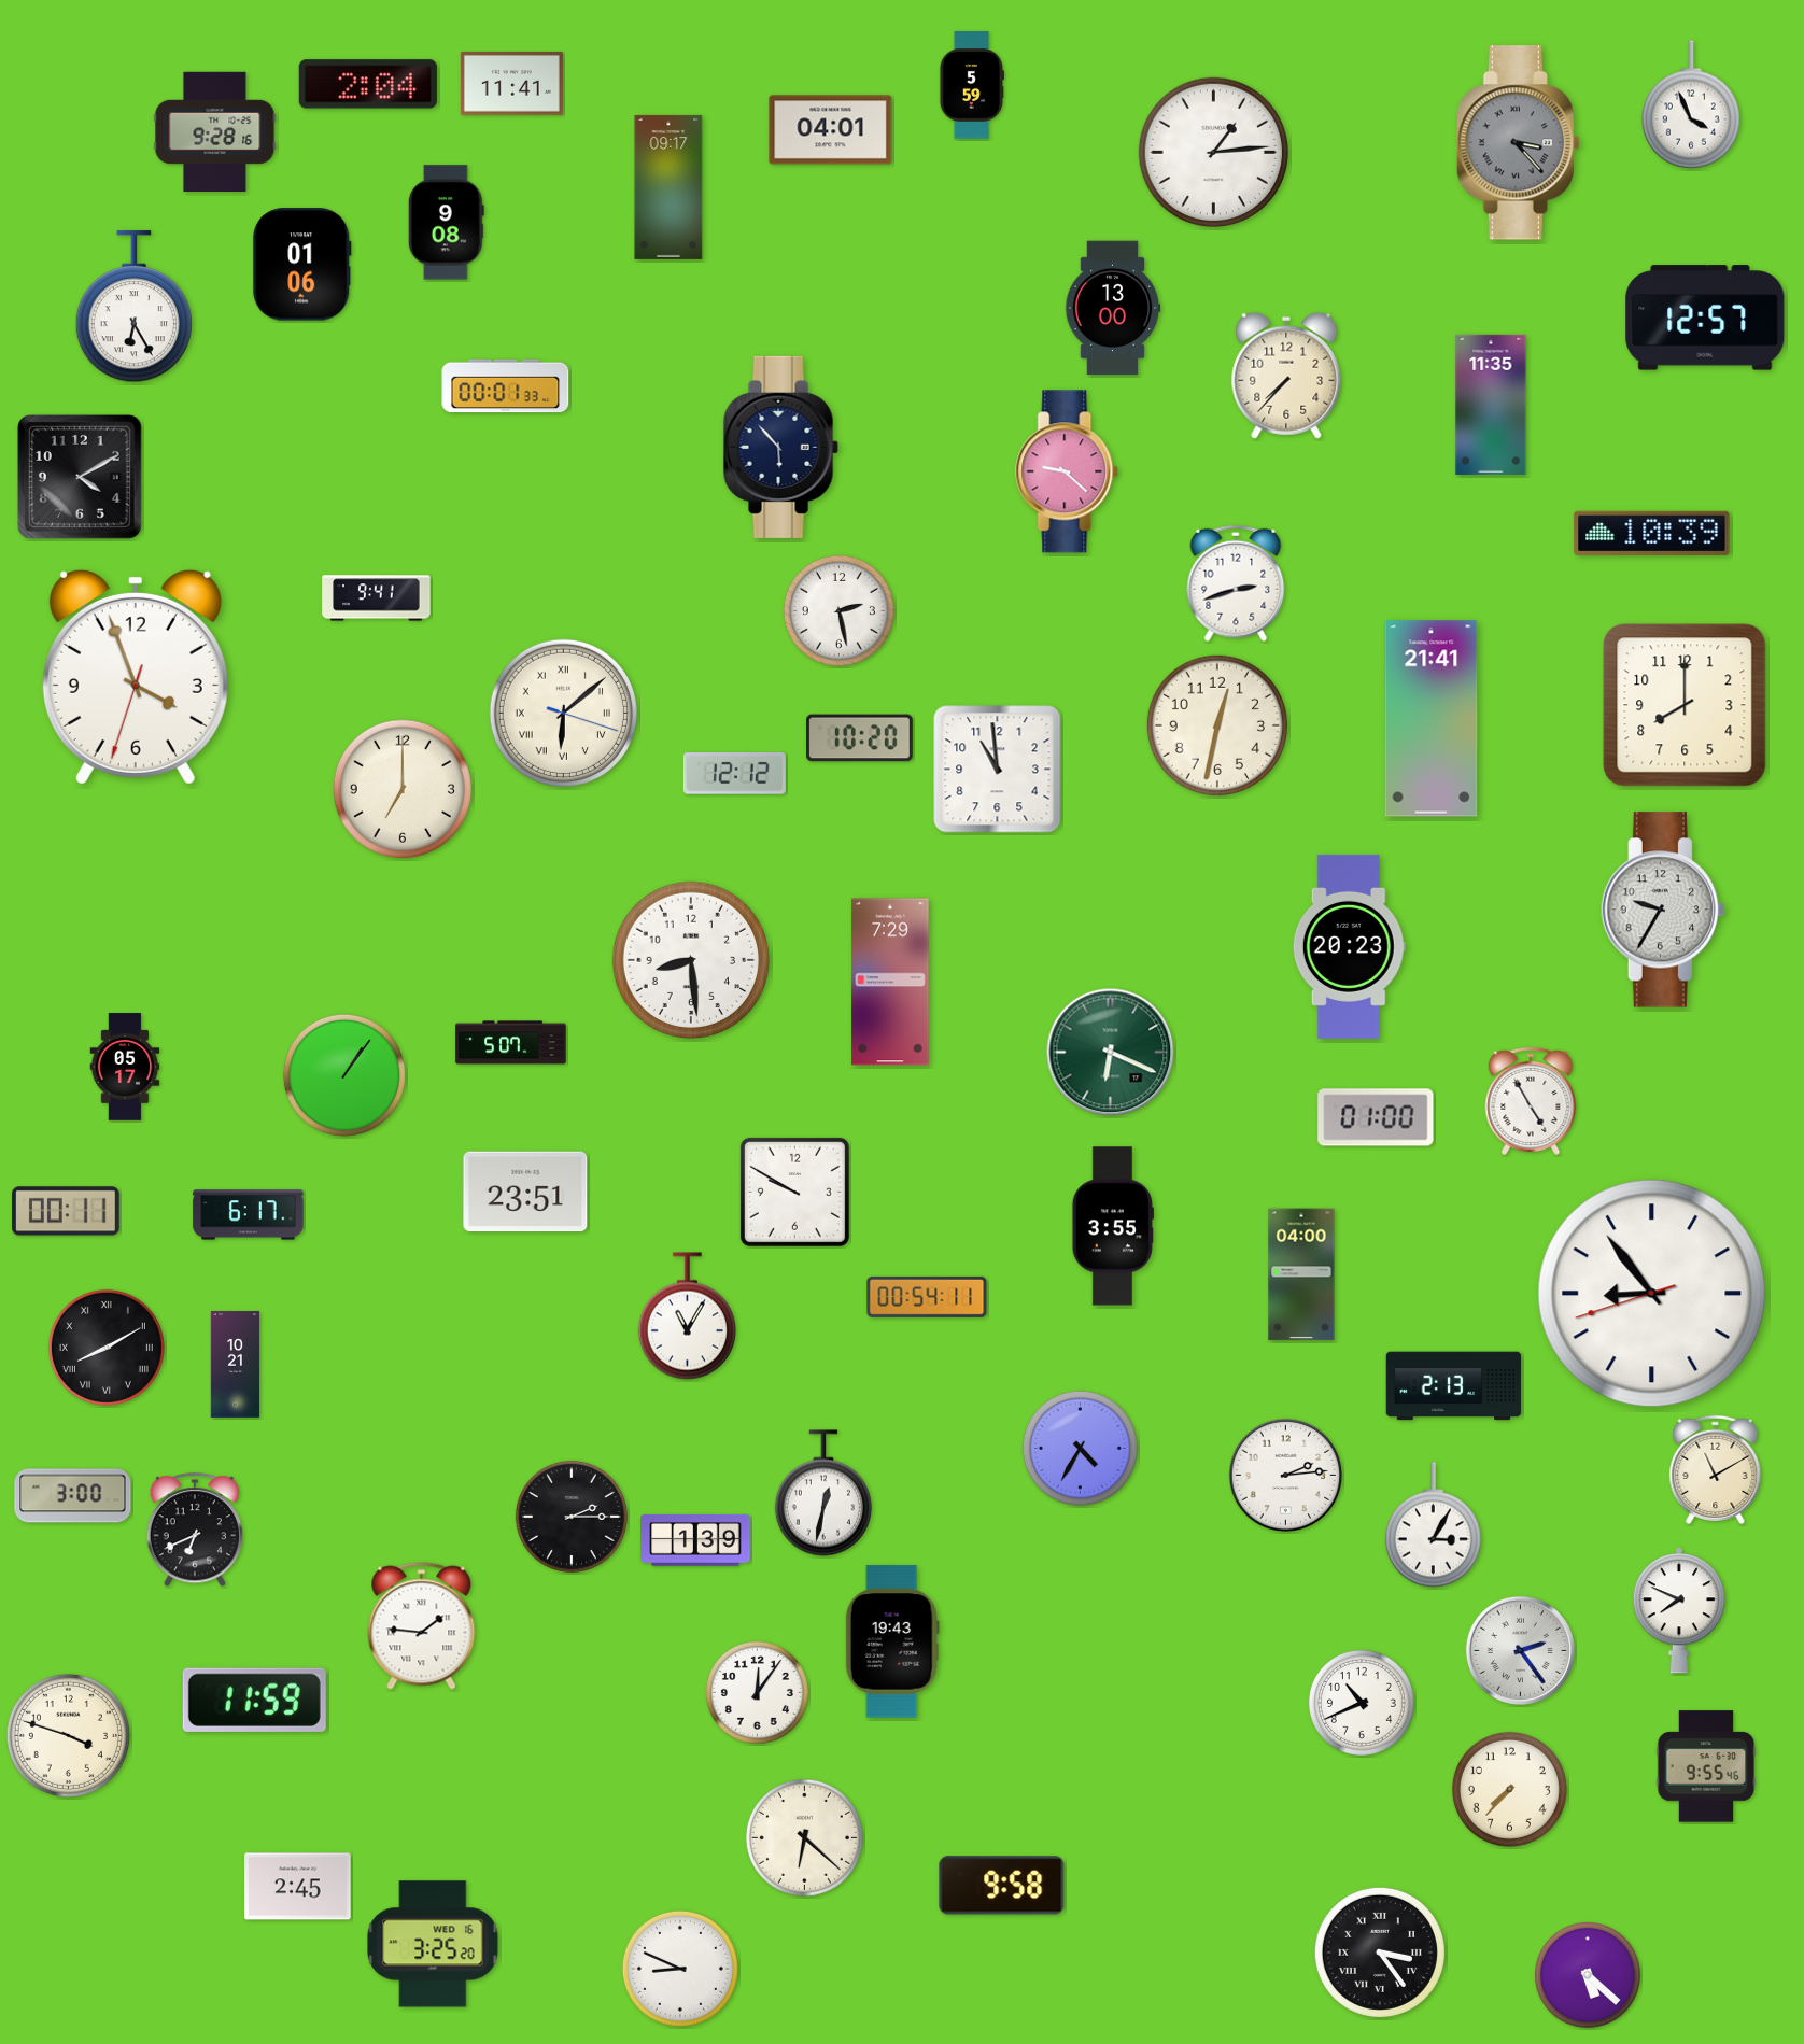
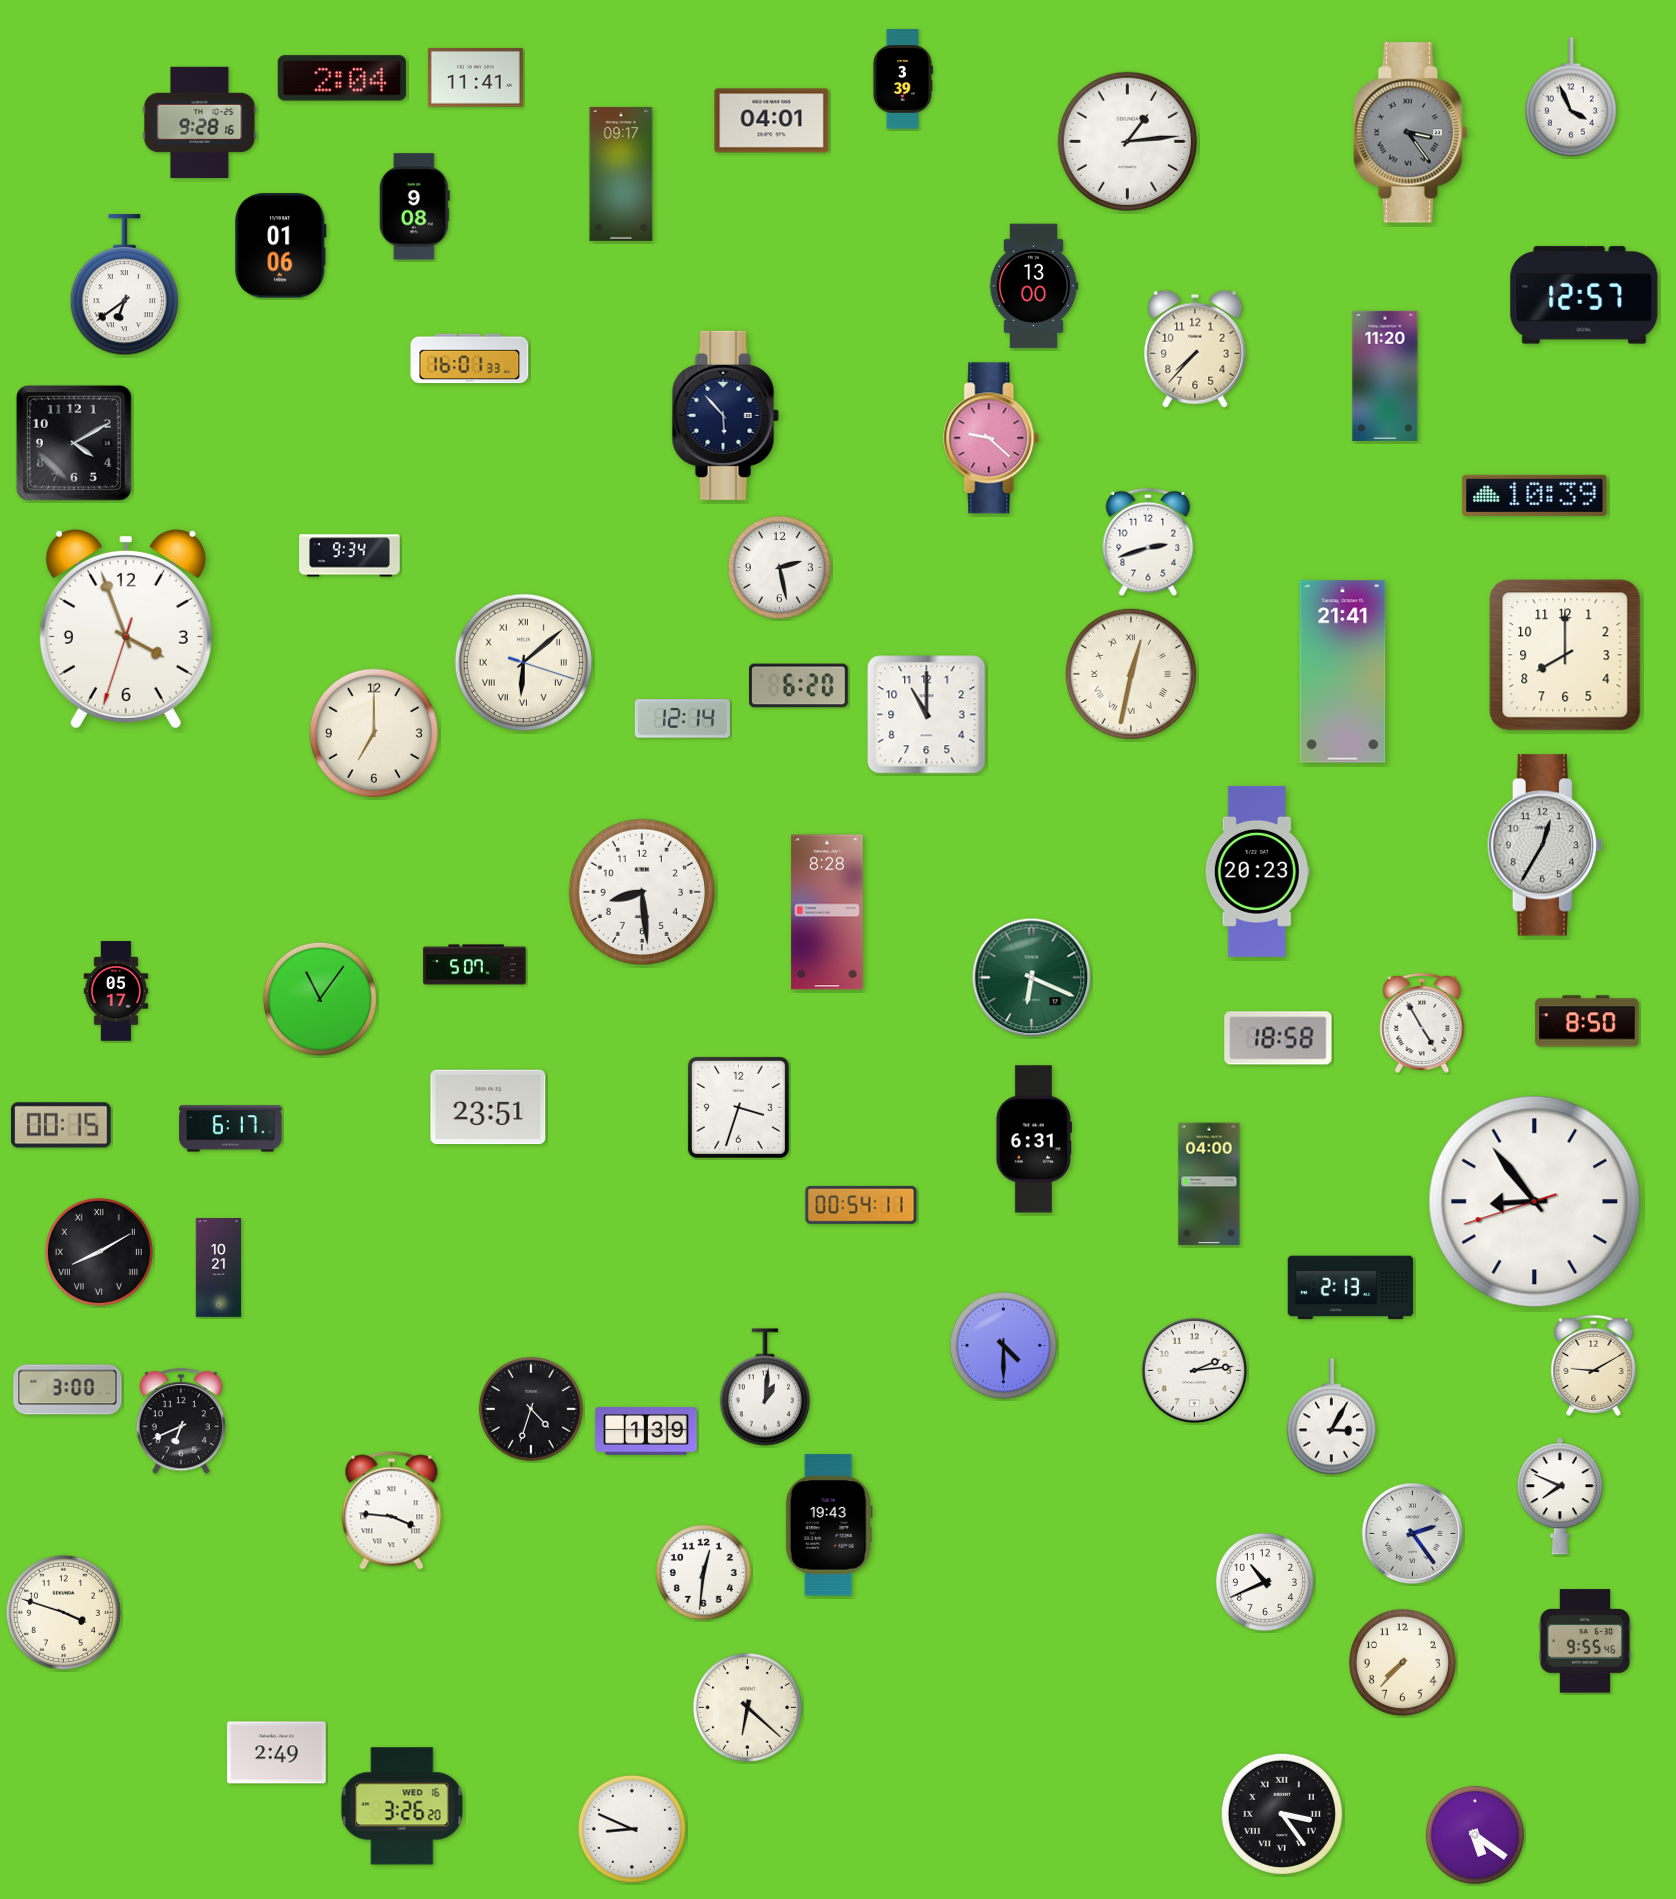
clock at (971, 85): 5:59 -> 3:39
clock at (1518, 143): 3:23 -> 3:24
clock at (133, 307): 6:25 -> 6:39
clock at (506, 386): 00:01 -> 16:01
clock at (1491, 405): 11:35 -> 11:20
clock at (377, 598): 9:41 -> 9:34
clock at (1432, 719) position: (1432, 719) -> (1343, 672)
clock at (1217, 725) numerals: Arabic -> Roman
clock at (860, 738): 10:20 -> 6:20
clock at (998, 770): 10:59 -> 11:00
clock at (734, 774): 12:12 -> 12:14
clock at (1663, 910): 9:35 -> 12:35
clock at (1349, 946) position: (1349, 946) -> (1257, 871)
clock at (890, 982): 7:29 -> 8:28
clock at (511, 1043) position: (511, 1043) -> (475, 965)
clock at (344, 1075): 1:06 -> 11:06
clock at (1587, 1021): none -> 8:50
clock at (1376, 1117): 01:00 -> 18:58
clock at (794, 1192): 9:50 -> 3:33
clock at (67, 1211): 00:11 -> 00:15
clock at (1113, 1226): 3:55 -> 6:31
clock at (687, 1316): 11:05 -> none
clock at (1080, 1448): 4:35 -> 4:30
clock at (1716, 1469): 11:10 -> 9:10
clock at (823, 1493): 12:32 -> 1:01
clock at (572, 1517): 2:15 -> 4:33
clock at (422, 1626): 1:46 -> 3:46
clock at (757, 1692): 12:06 -> 12:31
clock at (254, 1700): 11:59 -> none
clock at (1002, 1886): 9:58 -> none
clock at (298, 1887): 2:45 -> 2:49
clock at (433, 1944): 3:25 -> 3:26
clock at (1588, 1975): 5:22 -> 5:21
